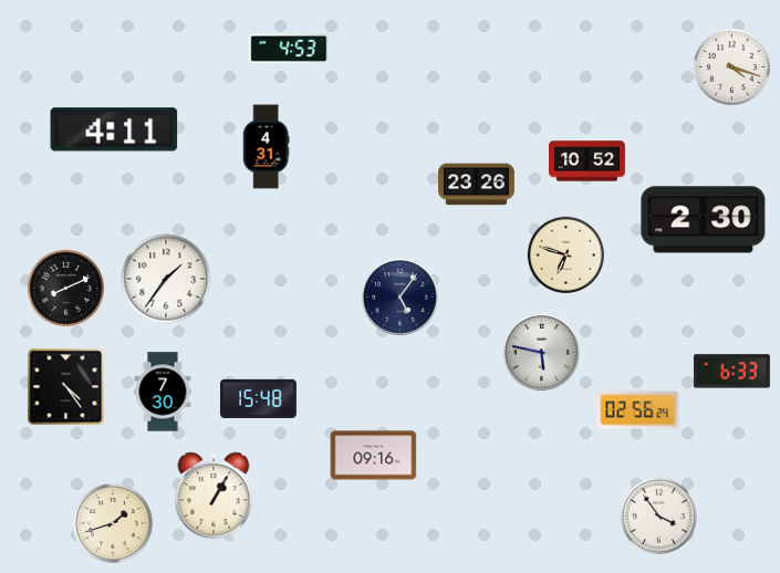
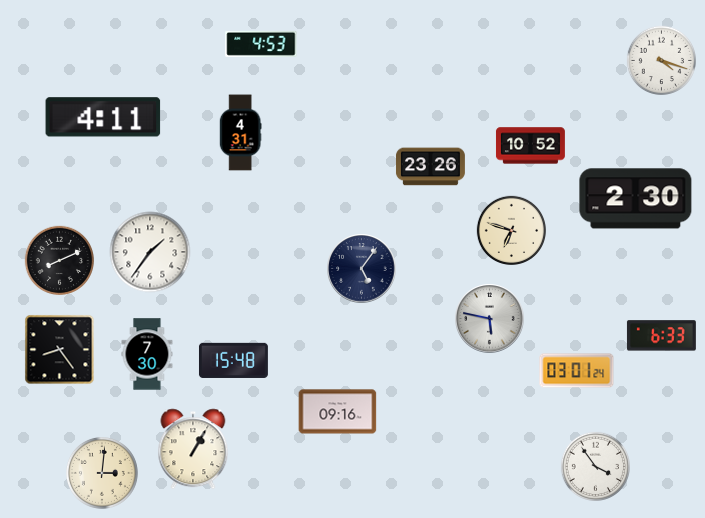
clock at (66, 387): 4:24 -> 8:24
clock at (638, 410): 02:56 -> 03:01
clock at (113, 523): 1:42 -> 3:01
